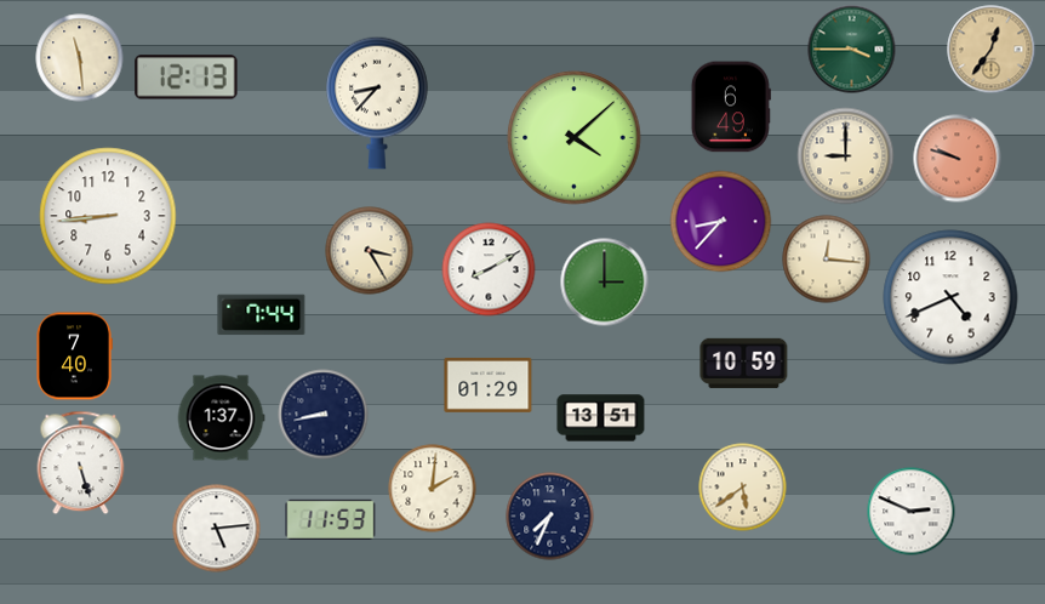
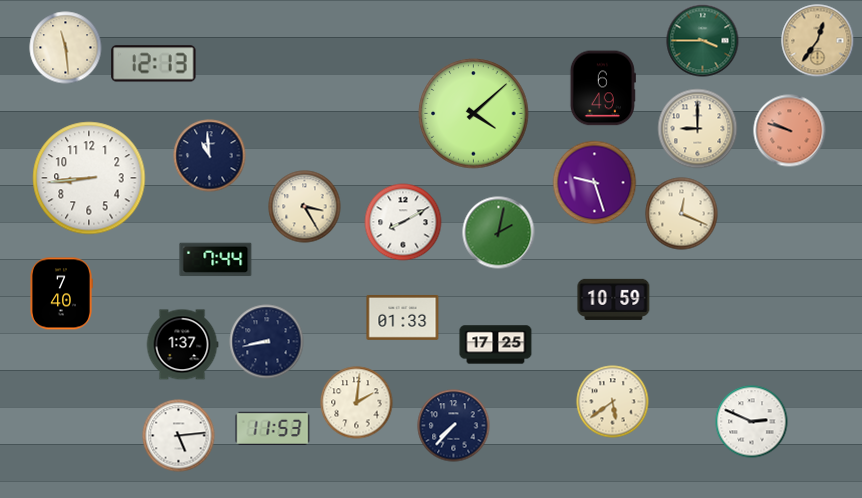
clock at (377, 103): 8:37 -> none
clock at (210, 156): none -> 10:59
clock at (721, 222): 8:37 -> 9:27
clock at (827, 260): 12:16 -> 12:19
clock at (605, 283): 3:00 -> 2:02
clock at (950, 297): 4:41 -> none
clock at (489, 384): 01:29 -> 01:33
clock at (601, 418): 13:51 -> 17:25
clock at (81, 463): 5:27 -> none
clock at (550, 517): 7:34 -> 7:37
